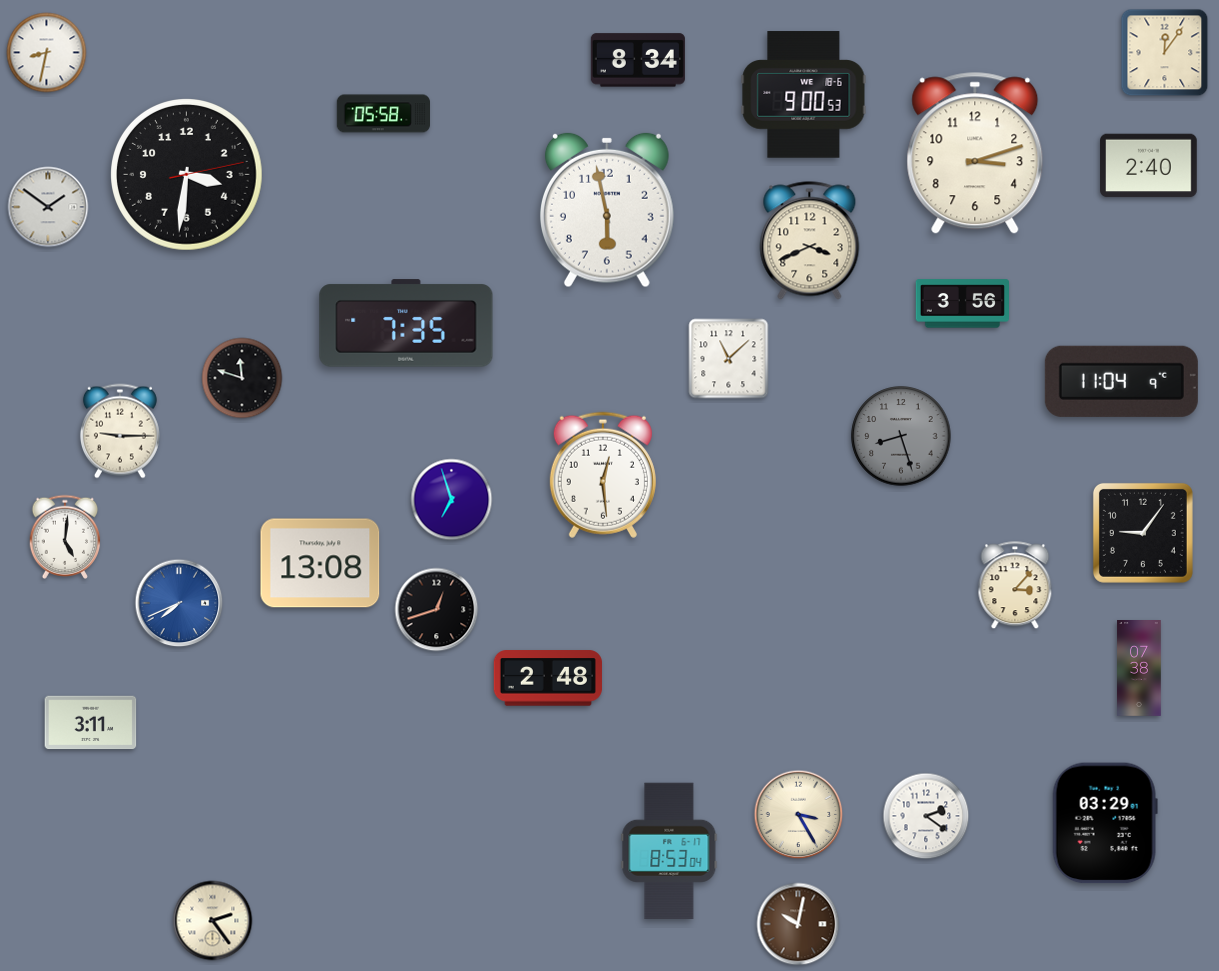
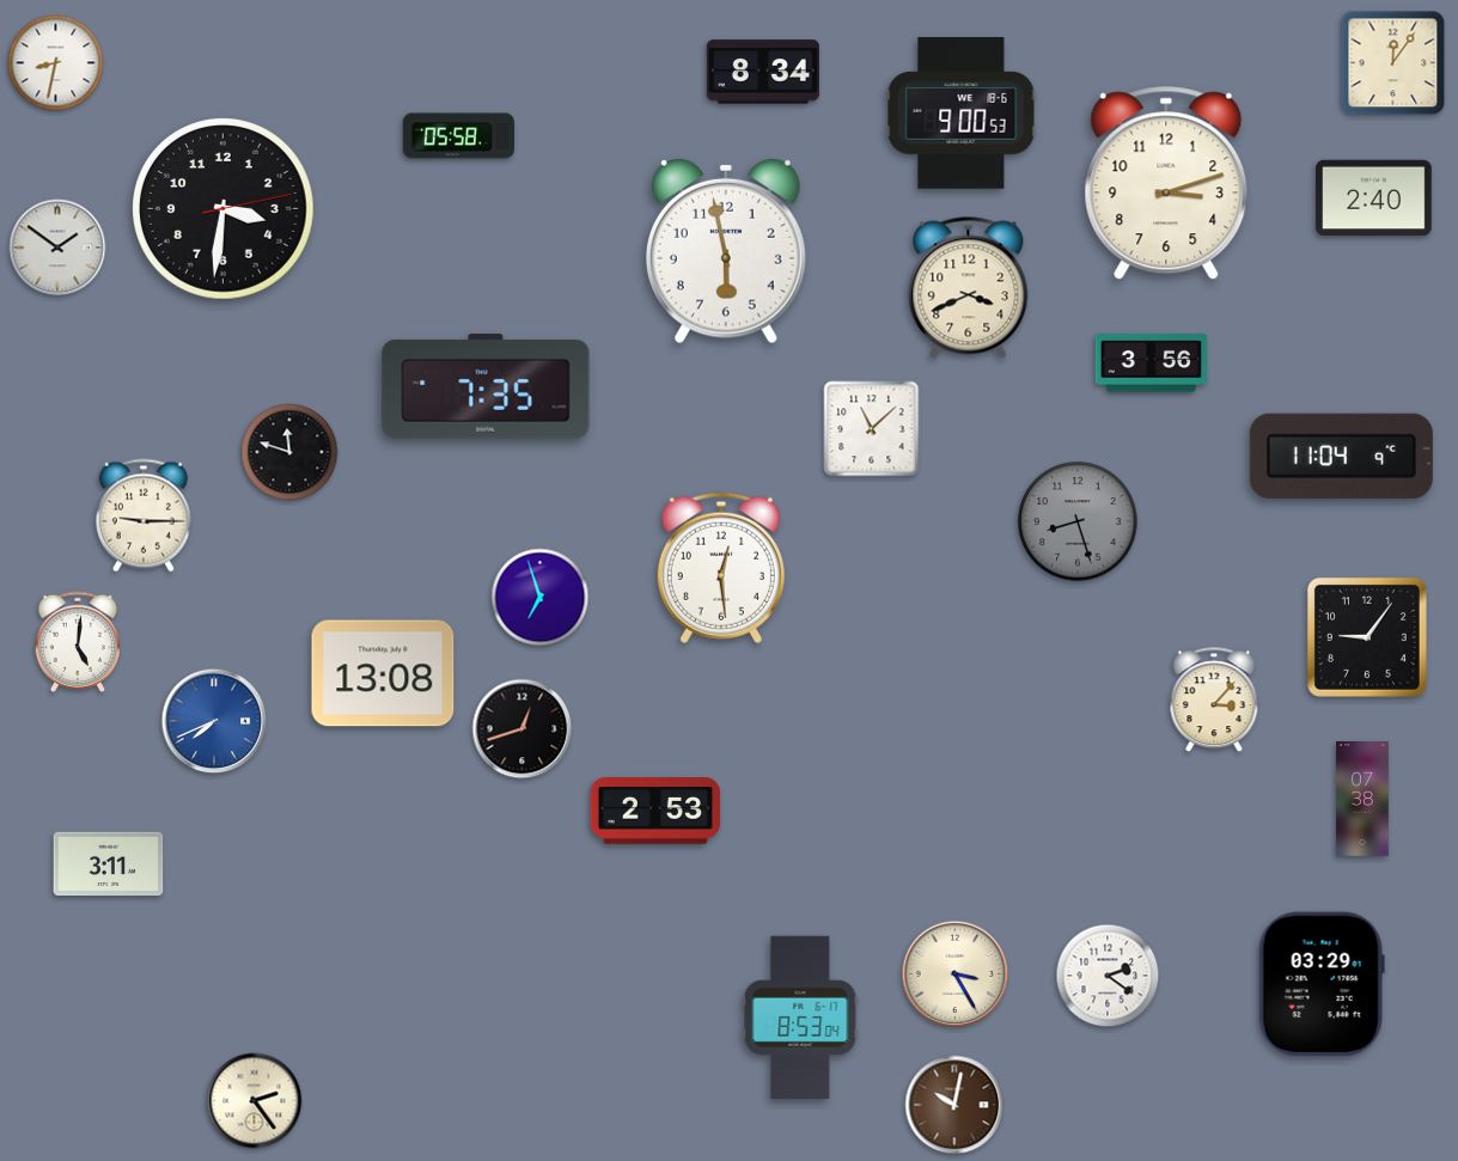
clock at (548, 678): 2:48 -> 2:53
